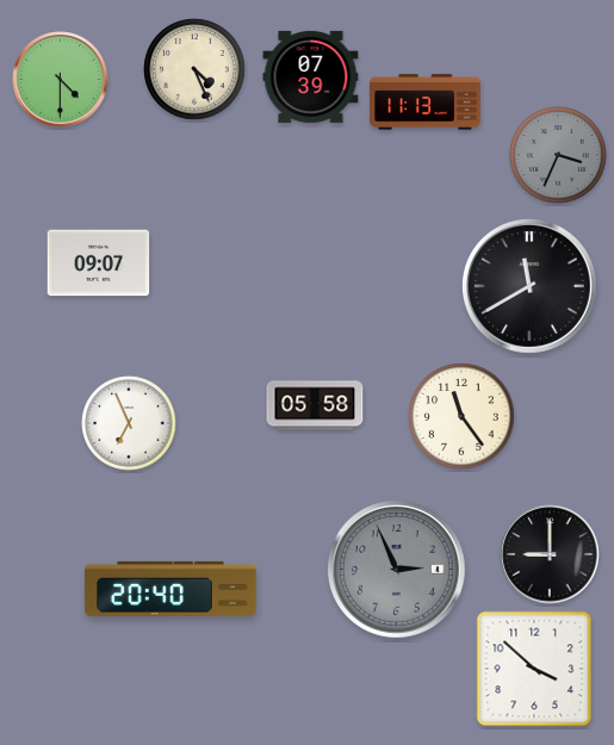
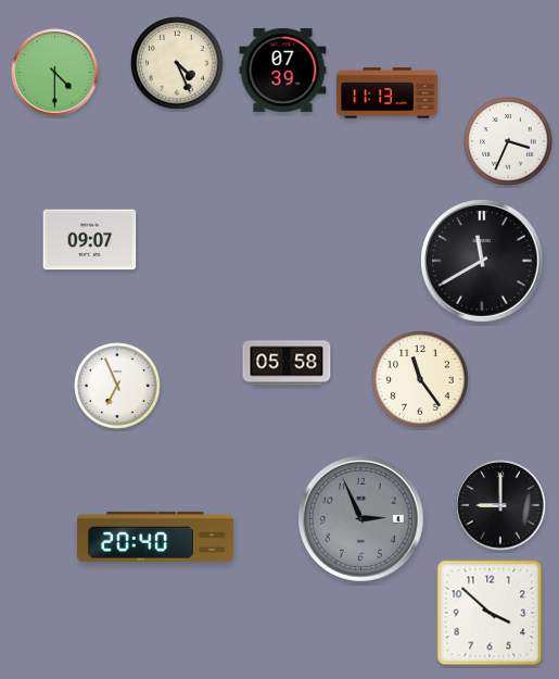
clock at (558, 155) dial: grey -> white
clock at (315, 405) position: (315, 405) -> (287, 363)
clock at (534, 669) position: (534, 669) -> (490, 613)
